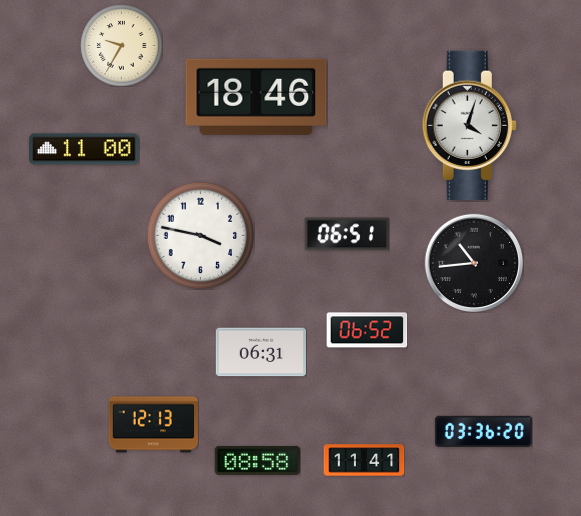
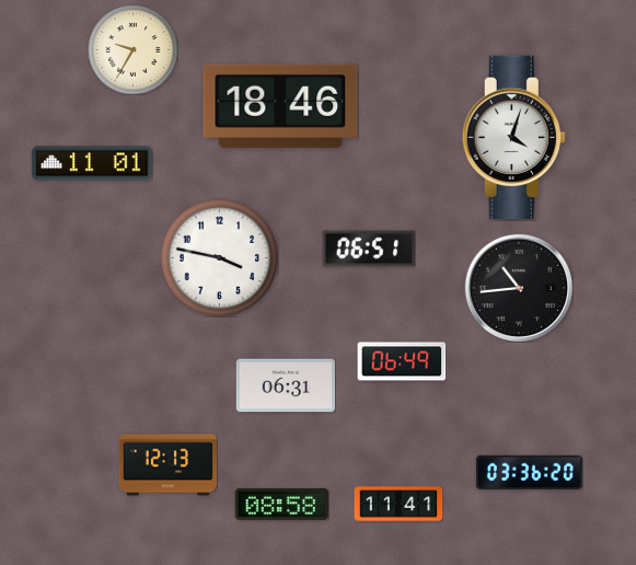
clock at (84, 149): 11:00 -> 11:01
clock at (347, 234) position: (347, 234) -> (369, 249)
clock at (367, 330): 06:52 -> 06:49
